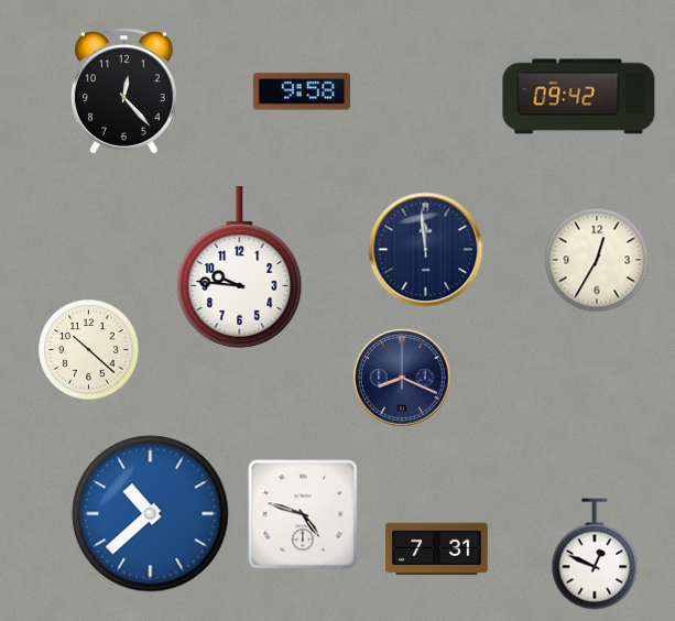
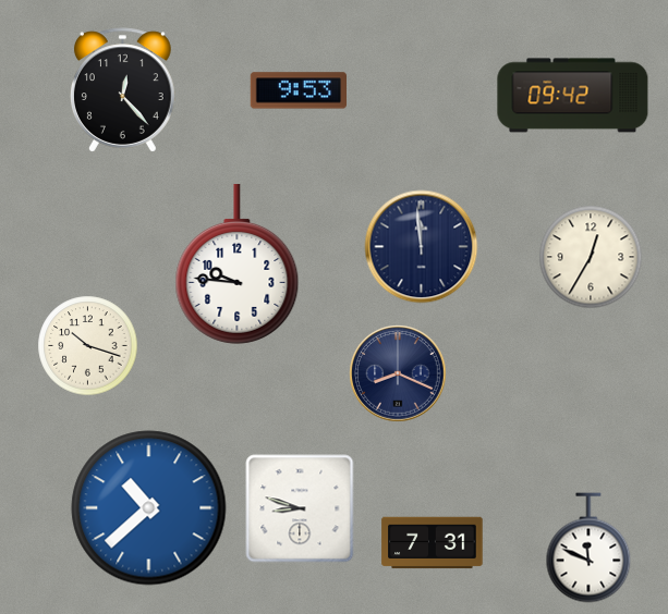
clock at (301, 91): 9:58 -> 9:53
clock at (89, 350): 10:22 -> 10:18
clock at (303, 514): 4:48 -> 8:48
clock at (595, 554): 12:49 -> 11:49
